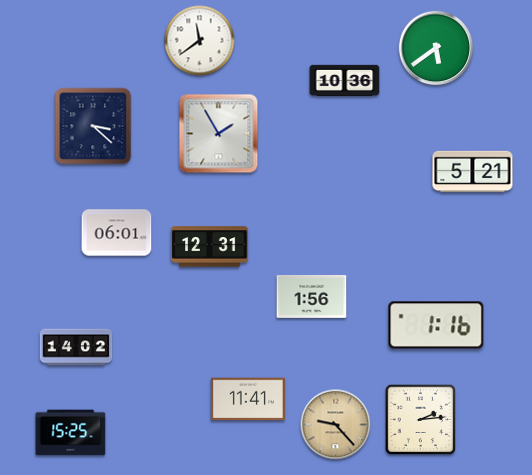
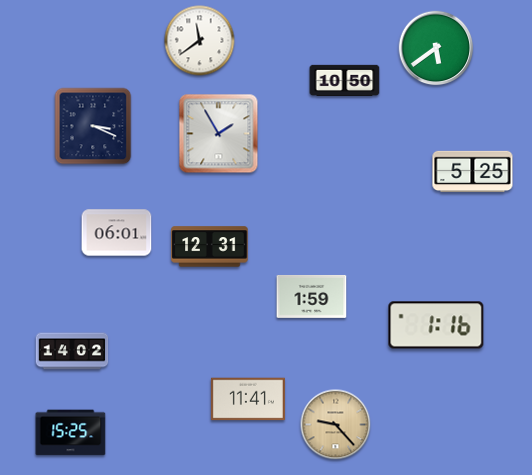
clock at (345, 81): 10:36 -> 10:50
clock at (93, 126): 3:22 -> 3:19
clock at (473, 172): 5:21 -> 5:25
clock at (312, 296): 1:56 -> 1:59
clock at (76, 347) position: (76, 347) -> (72, 351)
clock at (421, 420): 2:14 -> none
